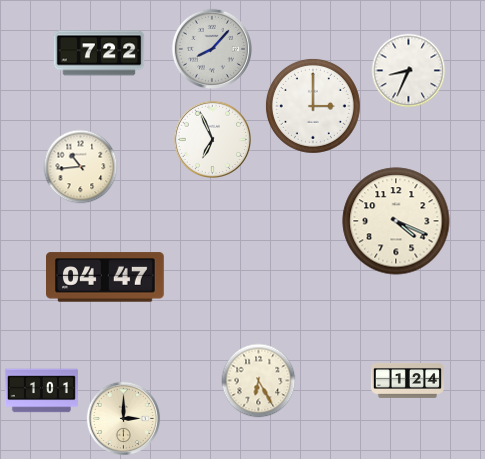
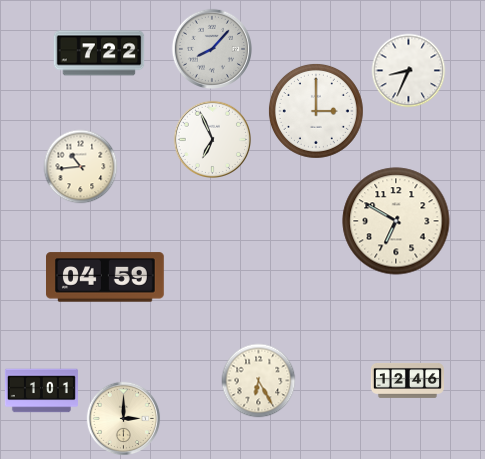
clock at (313, 106) position: (313, 106) -> (316, 111)
clock at (396, 221): 4:19 -> 6:50
clock at (106, 277): 04:47 -> 04:59
clock at (407, 380): 1:24 -> 12:46
